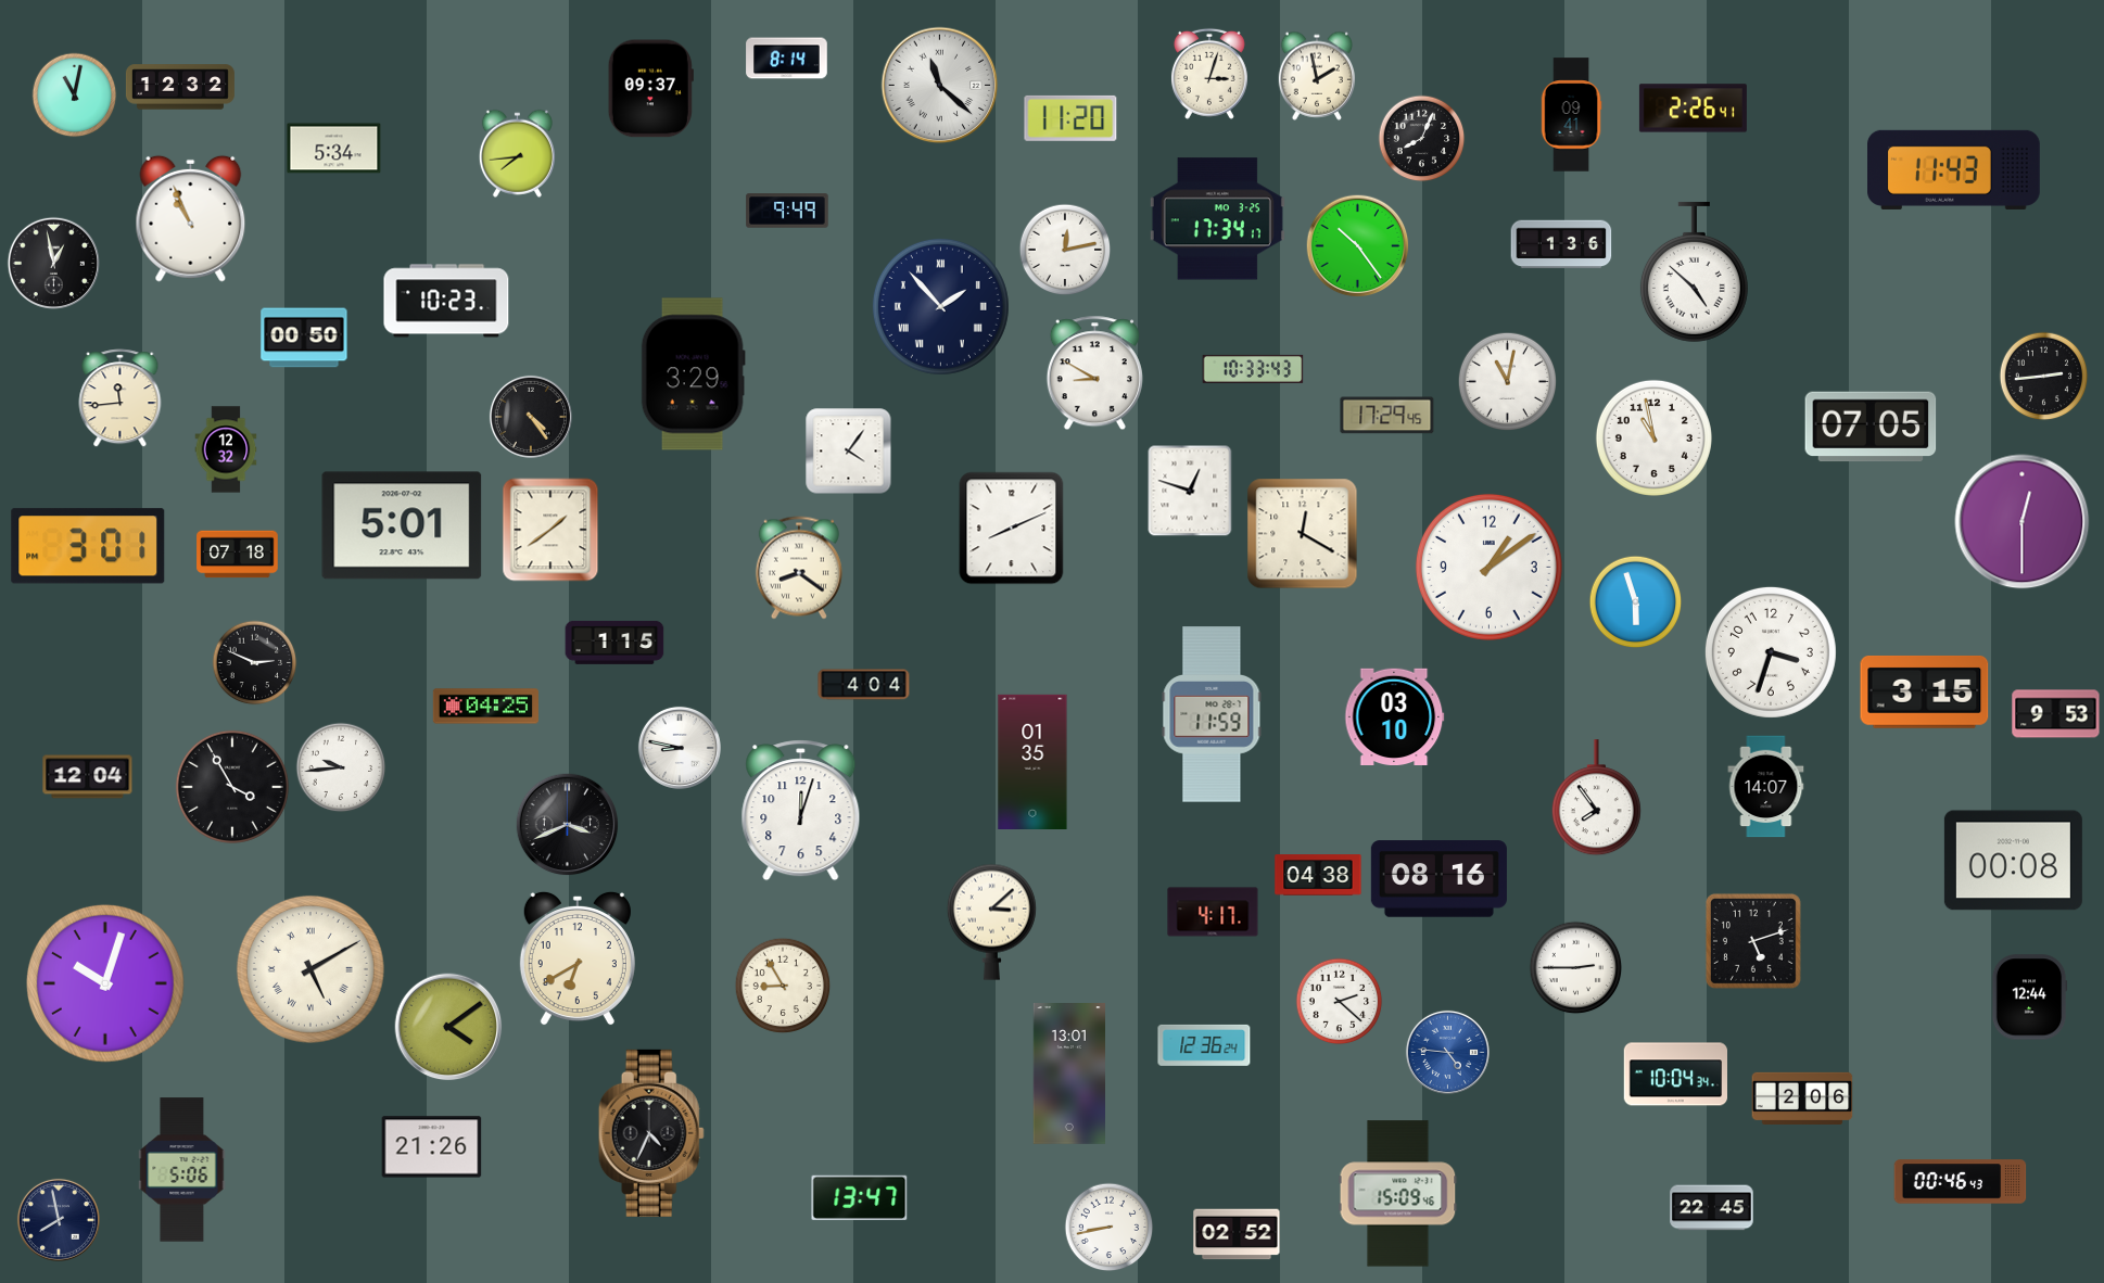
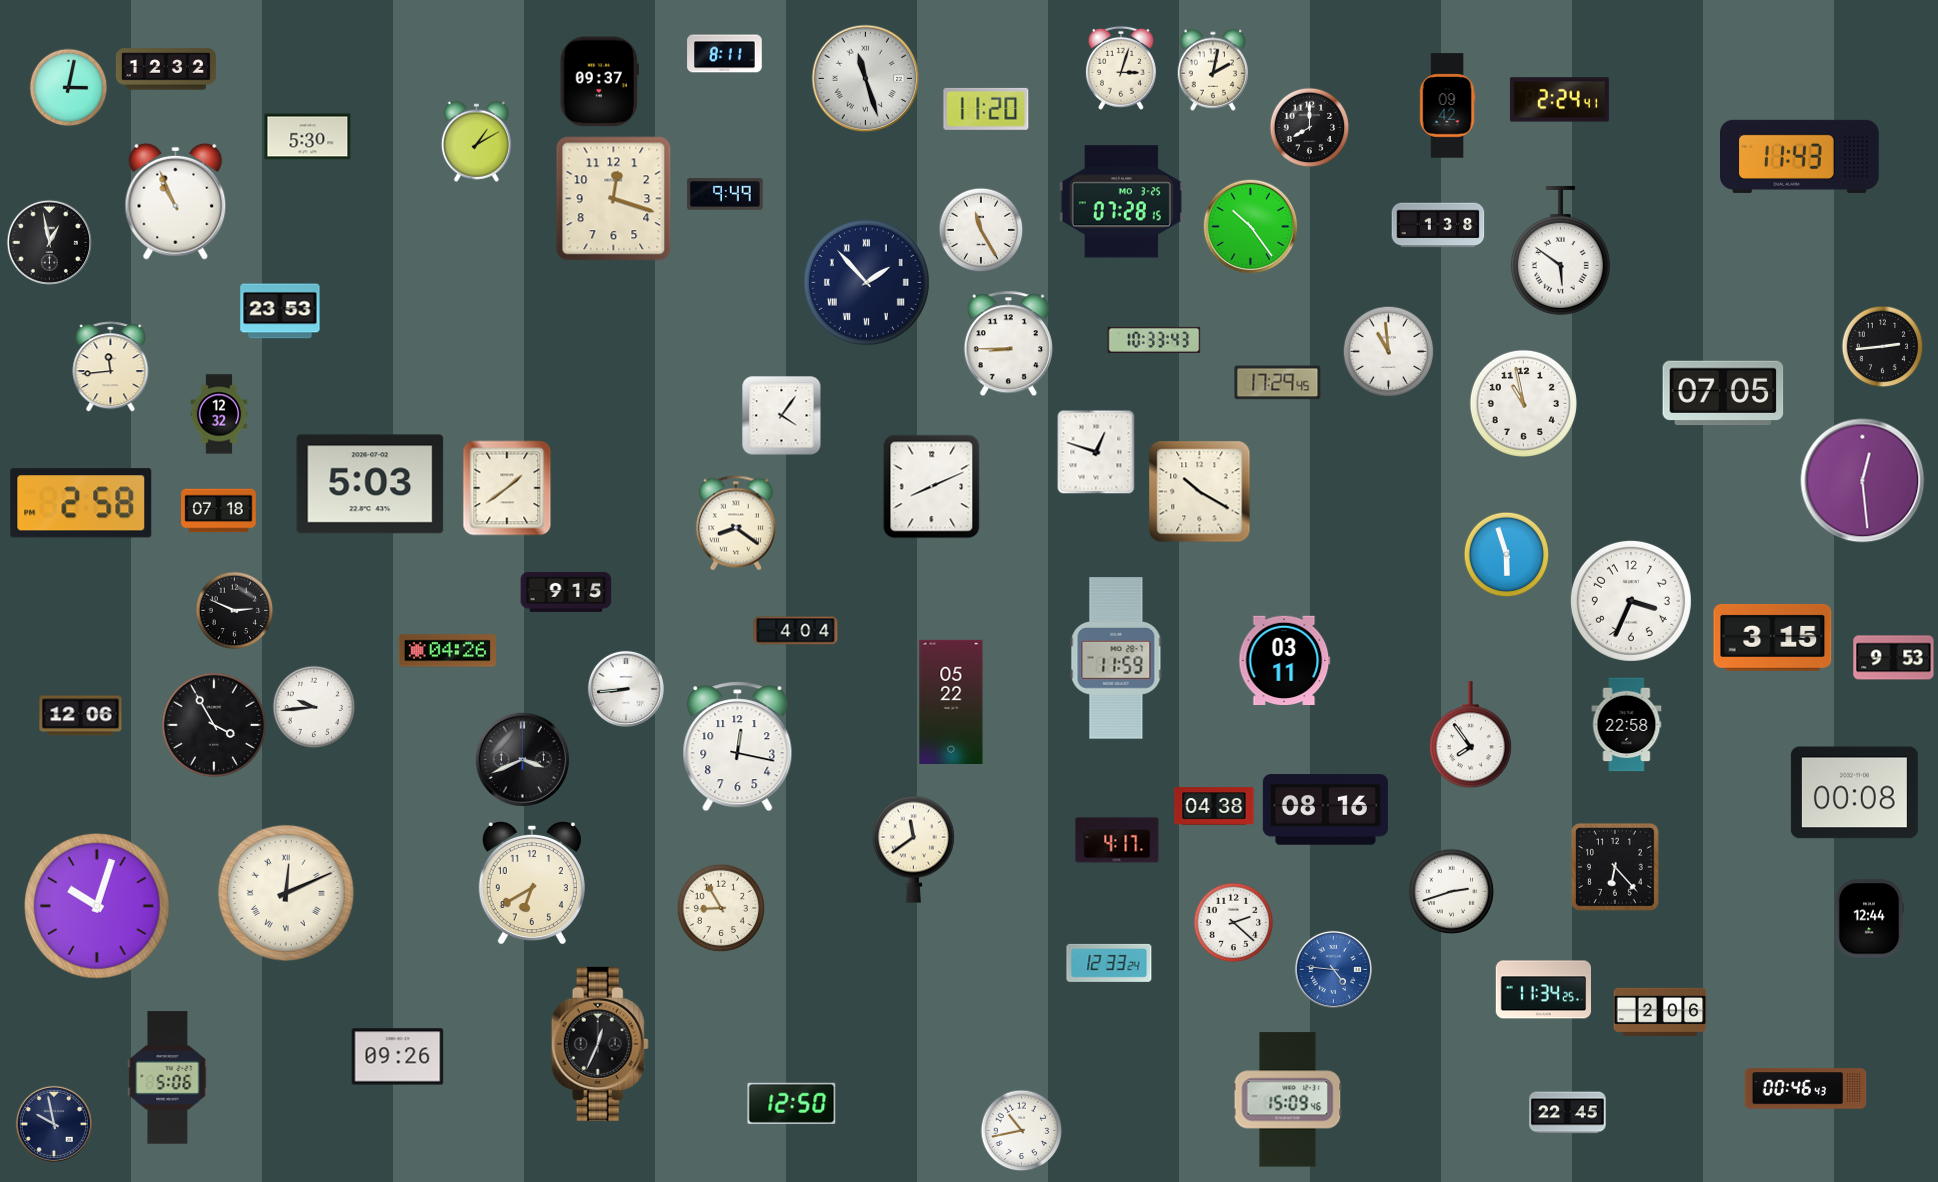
clock at (787, 59): 8:14 -> 8:11
clock at (1209, 74) position: (1209, 74) -> (1121, 68)
clock at (1317, 76): 1:58 -> 2:02
clock at (940, 86): 11:22 -> 11:27
clock at (180, 87) position: (180, 87) -> (166, 69)
clock at (75, 96): 11:02 -> 3:02
clock at (1693, 109): 2:26 -> 2:24
clock at (1571, 115): 09:41 -> 09:42
clock at (1422, 139): 8:04 -> 8:00
clock at (334, 149): 5:34 -> 5:30
clock at (517, 153): 7:44 -> 1:10
clock at (614, 199): none -> 12:18
clock at (1217, 219): 17:34 -> 07:28
clock at (1561, 244): 1:36 -> 1:38
clock at (1065, 250): 12:13 -> 11:25
clock at (1694, 271): 4:52 -> 5:51
clock at (446, 301): 10:23 -> none
clock at (304, 338): 00:50 -> 23:53
clock at (1094, 373): 8:50 -> 8:45
clock at (693, 374): 3:29 -> none
clock at (1507, 381): 11:02 -> 10:59
clock at (531, 417): 4:24 -> none
clock at (226, 449) position: (226, 449) -> (219, 414)
clock at (2023, 522): 12:30 -> 12:29
clock at (402, 525): 5:01 -> 5:03
clock at (1303, 534): 12:20 -> 10:20
clock at (88, 546): 3:01 -> 2:58
clock at (1488, 567): 1:09 -> none
clock at (614, 643): 1:15 -> 9:15
clock at (1771, 652): 3:33 -> 3:34
clock at (485, 707): 04:25 -> 04:26
clock at (1395, 716): 03:10 -> 03:11
clock at (680, 748): 8:47 -> 8:44
clock at (1032, 761): 01:35 -> 05:22
clock at (88, 777): 12:04 -> 12:06
clock at (1766, 787): 14:07 -> 22:58
clock at (801, 811): 12:03 -> 12:17
clock at (991, 922): 3:08 -> 11:39
clock at (1753, 941): 5:12 -> 6:23
clock at (1576, 968): 2:45 -> 2:42
clock at (310, 969): 5:10 -> 12:11
clock at (448, 1027): 4:09 -> none
clock at (1204, 1045): 12:36 -> 12:33
clock at (1068, 1075): 13:01 -> none
clock at (1675, 1075): 10:04 -> 11:34
clock at (651, 1133): 4:34 -> 12:34
clock at (432, 1147): 21:26 -> 09:26
clock at (860, 1197): 13:47 -> 12:50
clock at (1712, 1208) position: (1712, 1208) -> (1568, 1113)
clock at (59, 1220): 7:58 -> 9:58
clock at (1110, 1228): 8:43 -> 10:43
clock at (1237, 1234): 02:52 -> none
